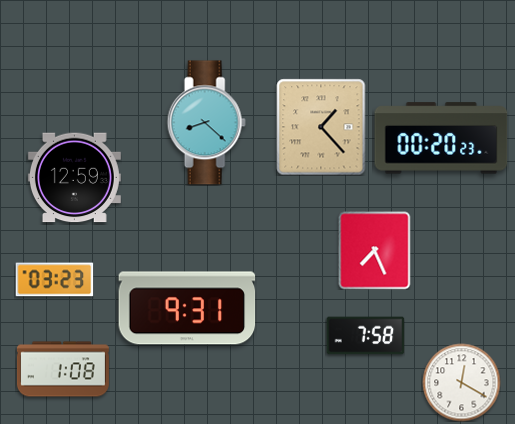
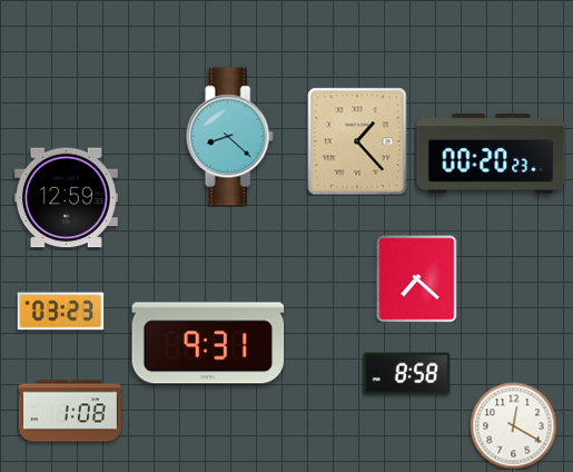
clock at (74, 178) position: (74, 178) -> (66, 198)
clock at (375, 250): 7:26 -> 7:22
clock at (365, 336): 7:58 -> 8:58
